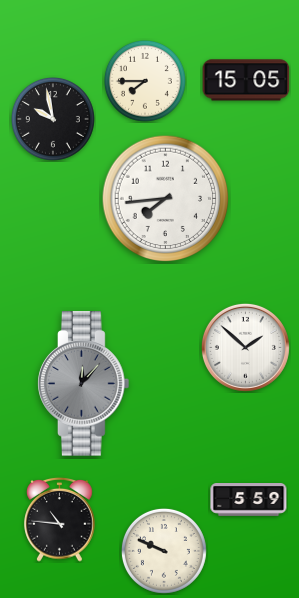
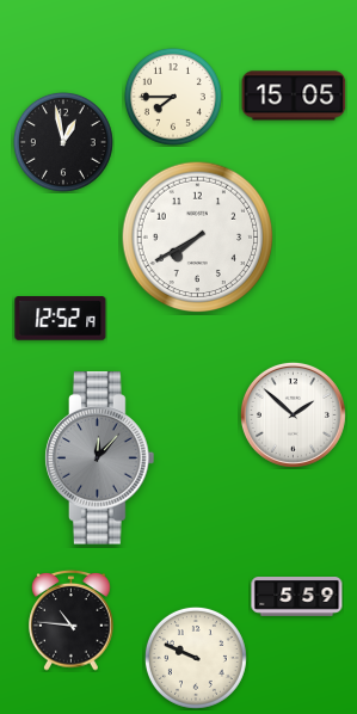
clock at (53, 119): 9:58 -> 12:58
clock at (166, 199): 7:44 -> 7:40
clock at (61, 319): none -> 12:52
